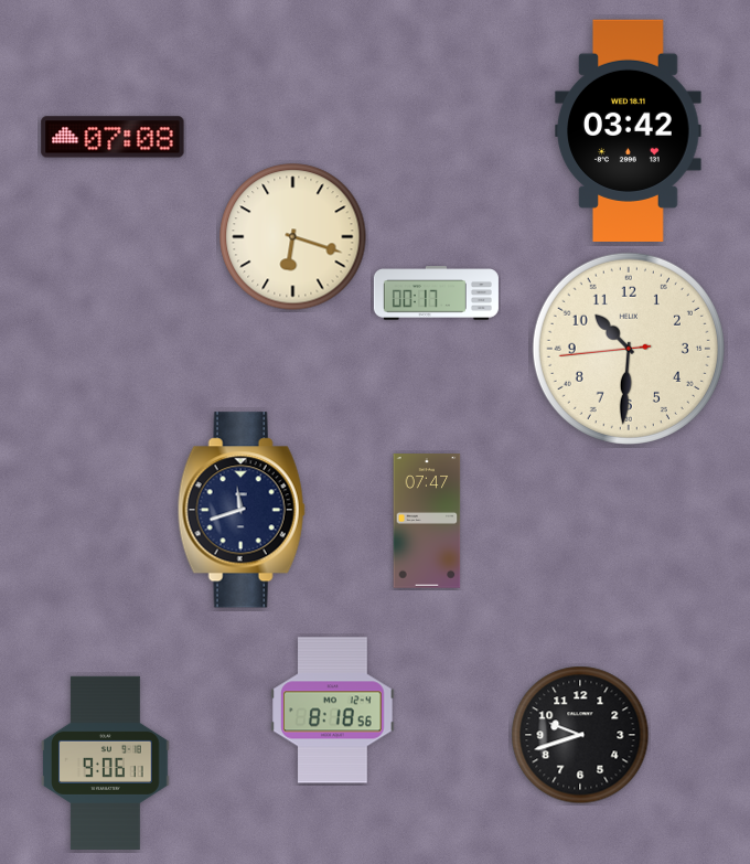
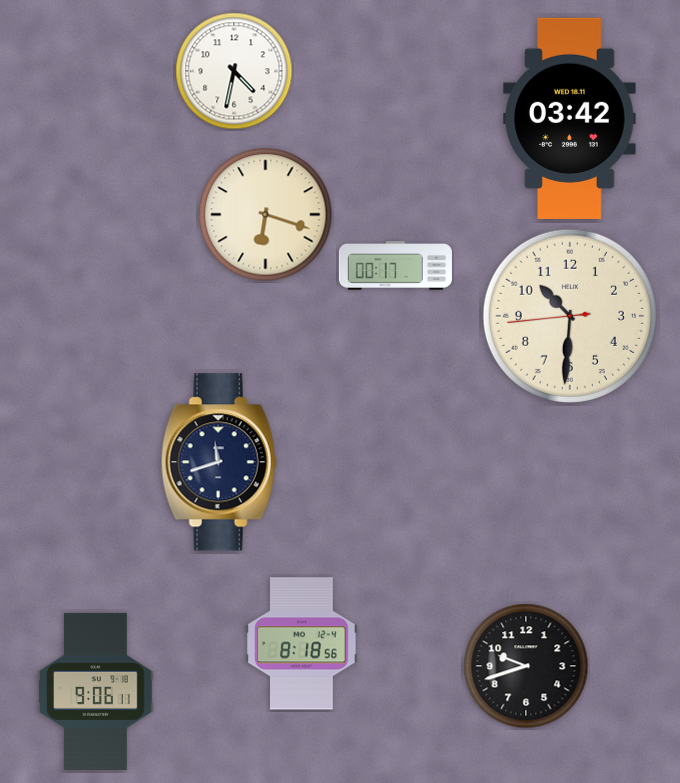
clock at (234, 71): none -> 4:32
clock at (113, 137): 07:08 -> none
clock at (427, 521): 07:47 -> none
